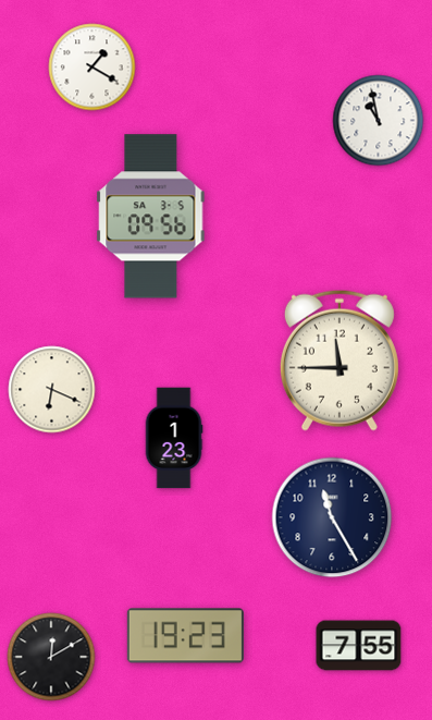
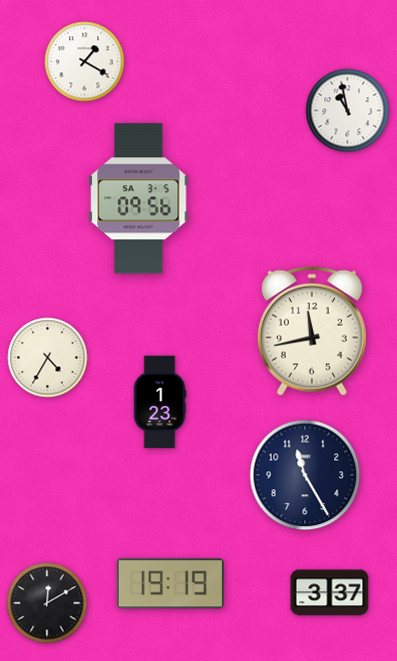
clock at (340, 361): 11:45 -> 11:43
clock at (52, 390): 6:19 -> 4:35
clock at (185, 636): 19:23 -> 19:19
clock at (359, 646): 7:55 -> 3:37
